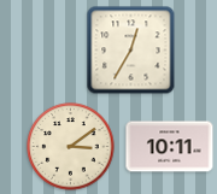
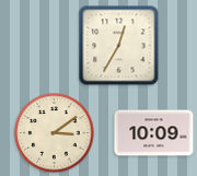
clock at (71, 147) position: (71, 147) -> (55, 133)
clock at (170, 147): 10:11 -> 10:09
